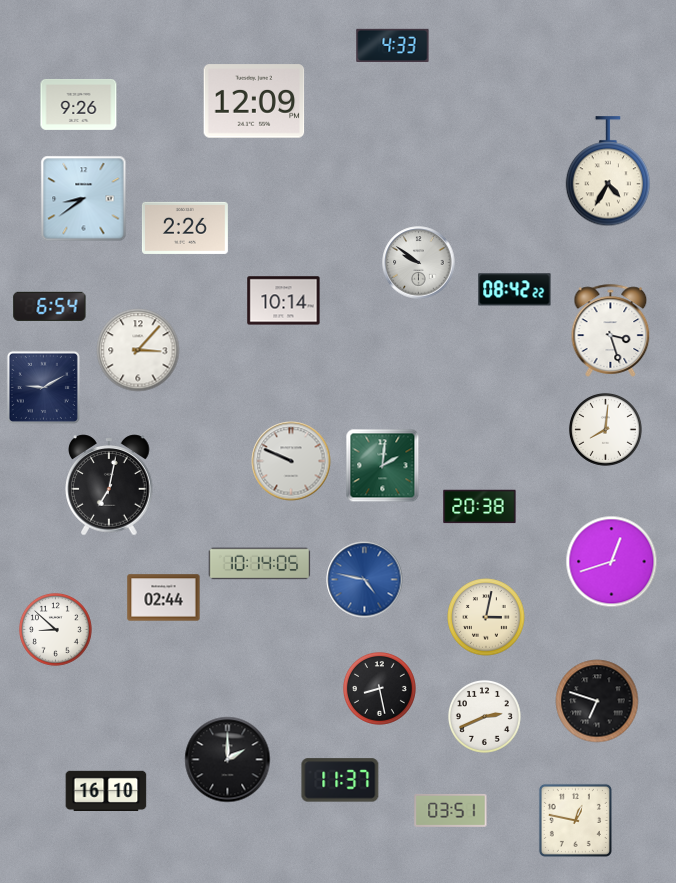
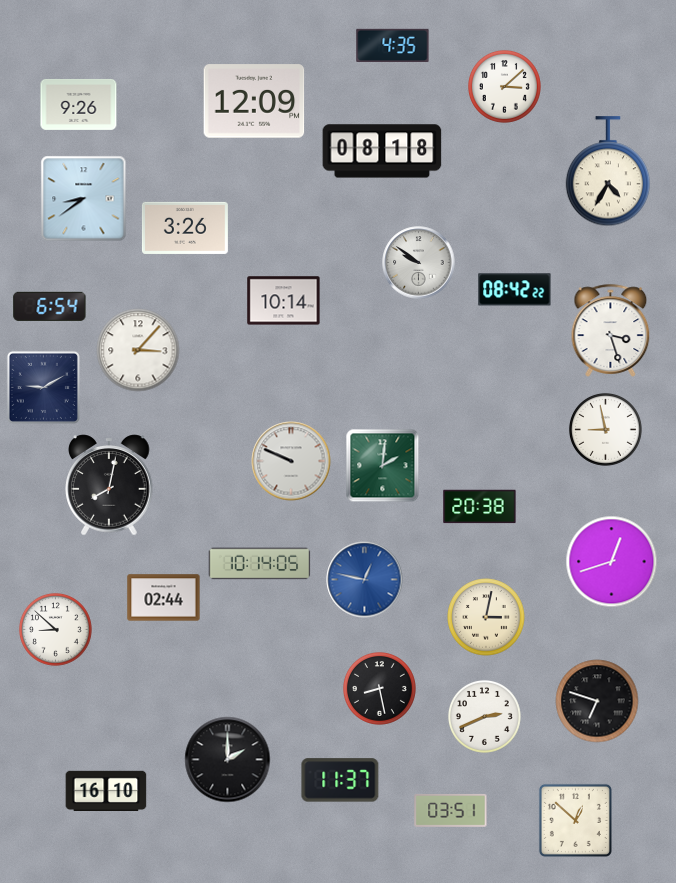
clock at (393, 45): 4:33 -> 4:35
clock at (504, 86): none -> 3:08
clock at (382, 151): none -> 08:18
clock at (185, 228): 2:26 -> 3:26
clock at (605, 429): 8:01 -> 8:58
clock at (109, 485): 7:02 -> 8:02
clock at (365, 580): 4:47 -> 12:47
clock at (575, 820): 12:47 -> 12:52
